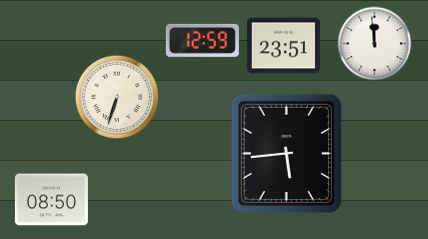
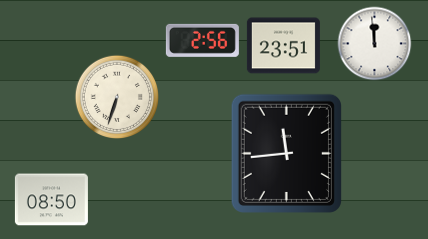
clock at (202, 40): 12:59 -> 2:56
clock at (286, 153): 5:44 -> 11:44
